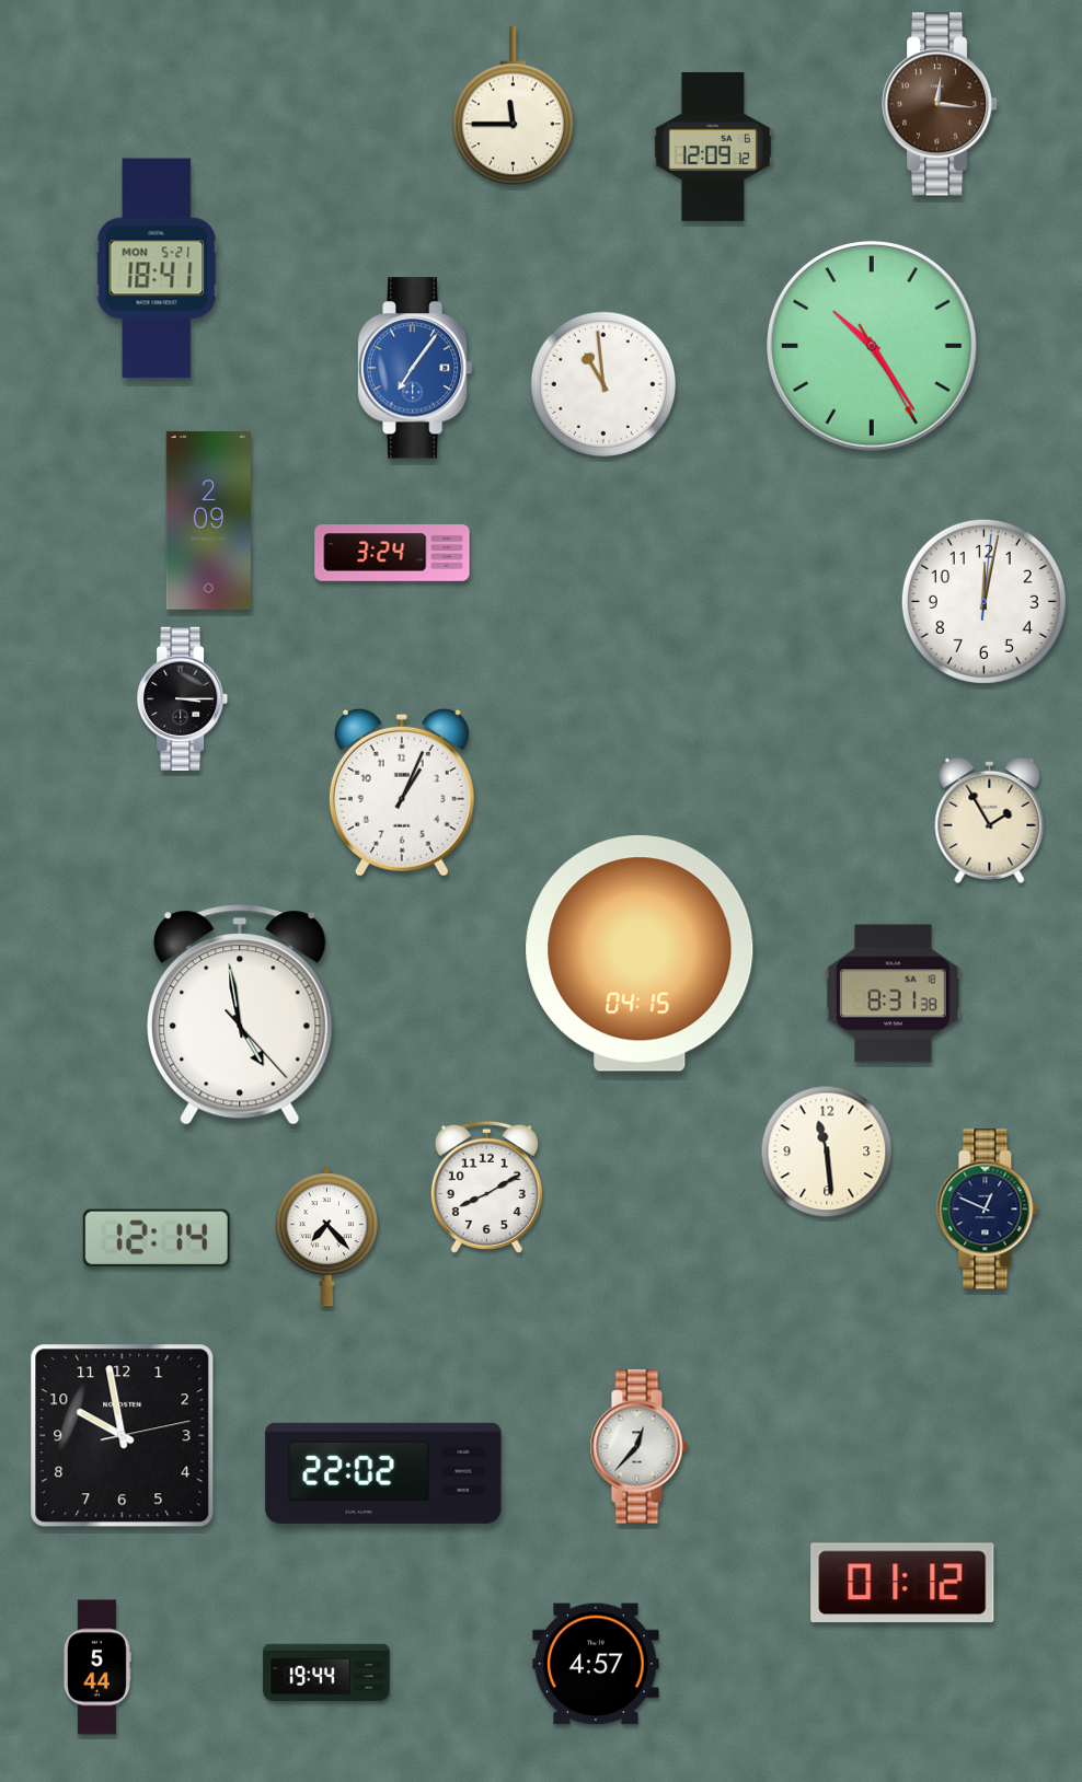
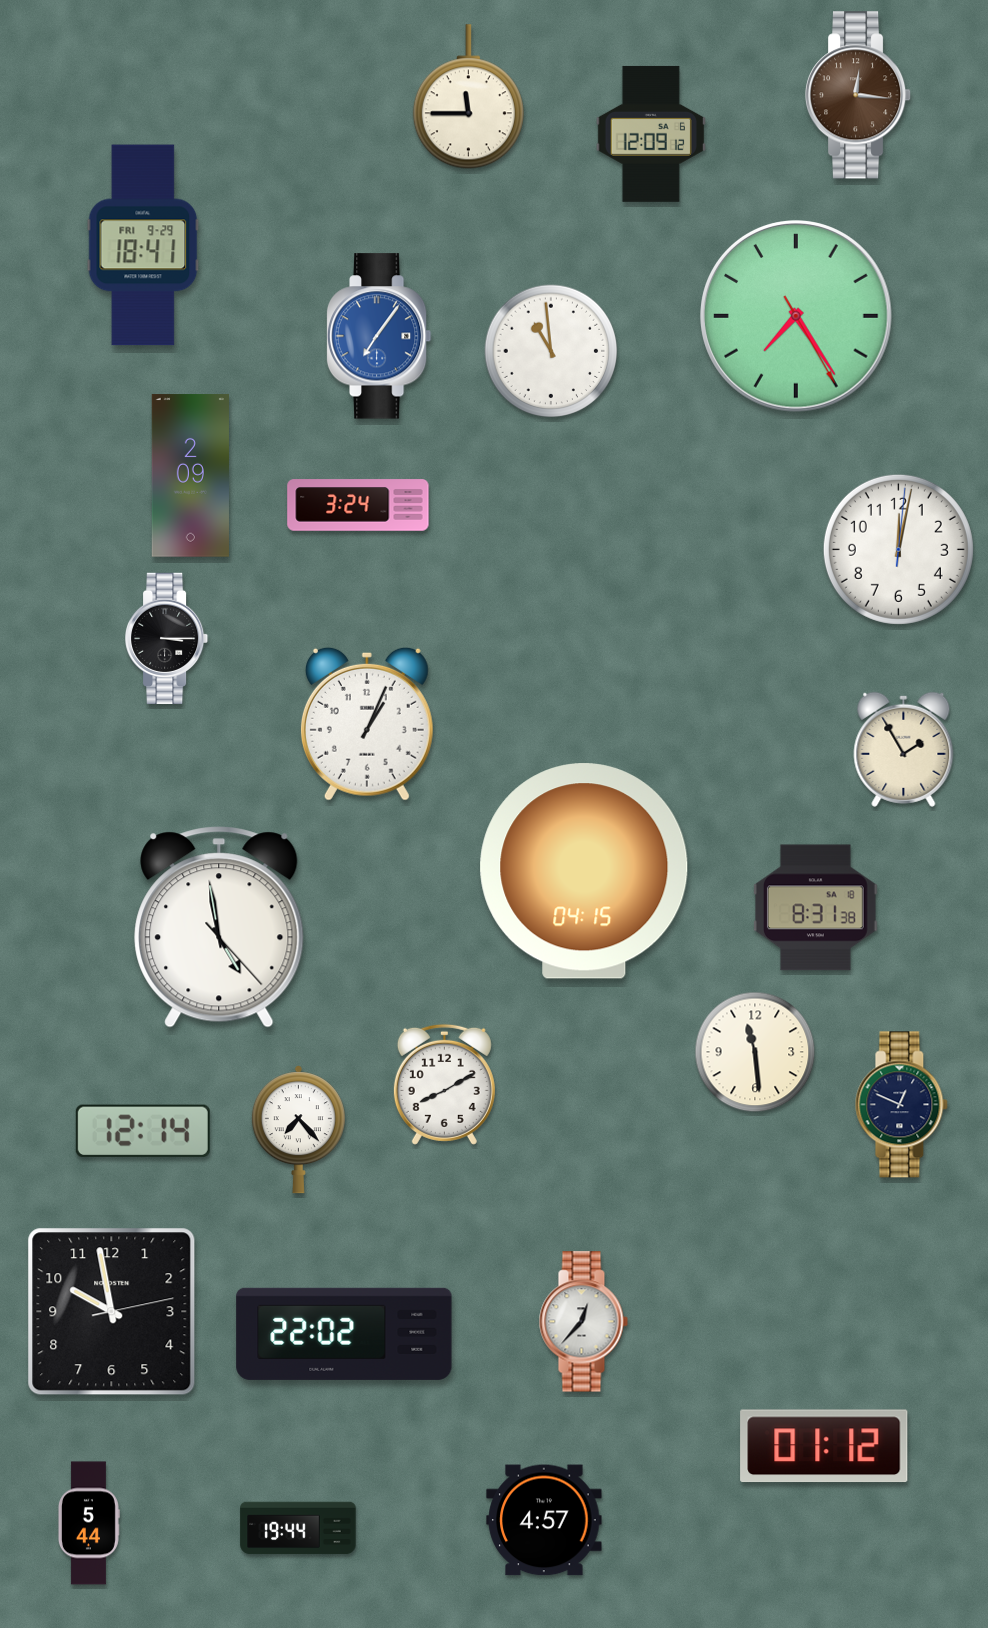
clock at (157, 268) date: MON 5-21 -> FRI 9-29
clock at (872, 346): 10:24 -> 7:24
clock at (383, 1473) position: (383, 1473) -> (344, 1334)
